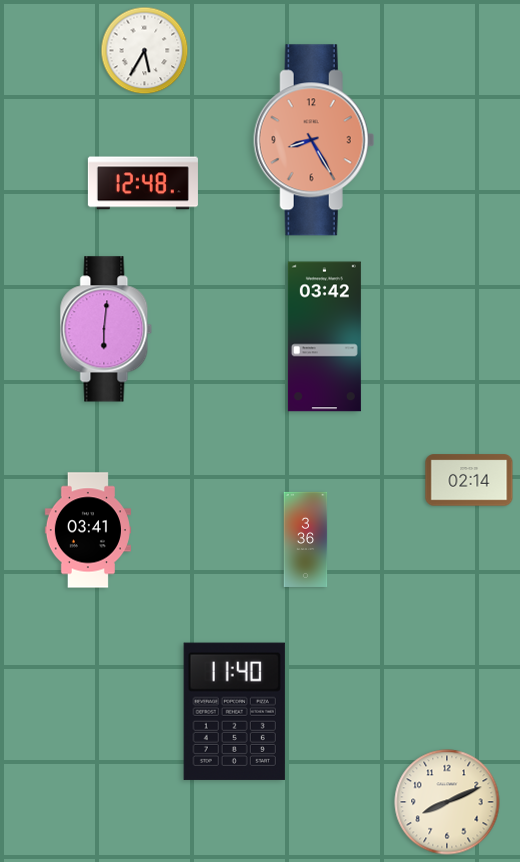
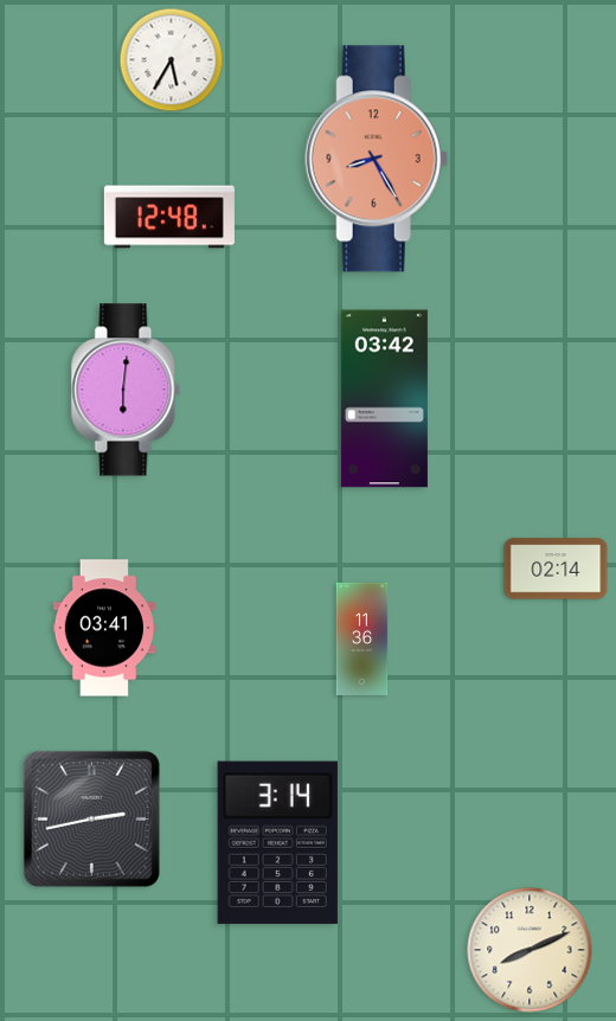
clock at (314, 140) position: (314, 140) -> (377, 159)
clock at (306, 539): 3:36 -> 11:36
clock at (91, 818): none -> 2:43
clock at (234, 711): 11:40 -> 3:14
